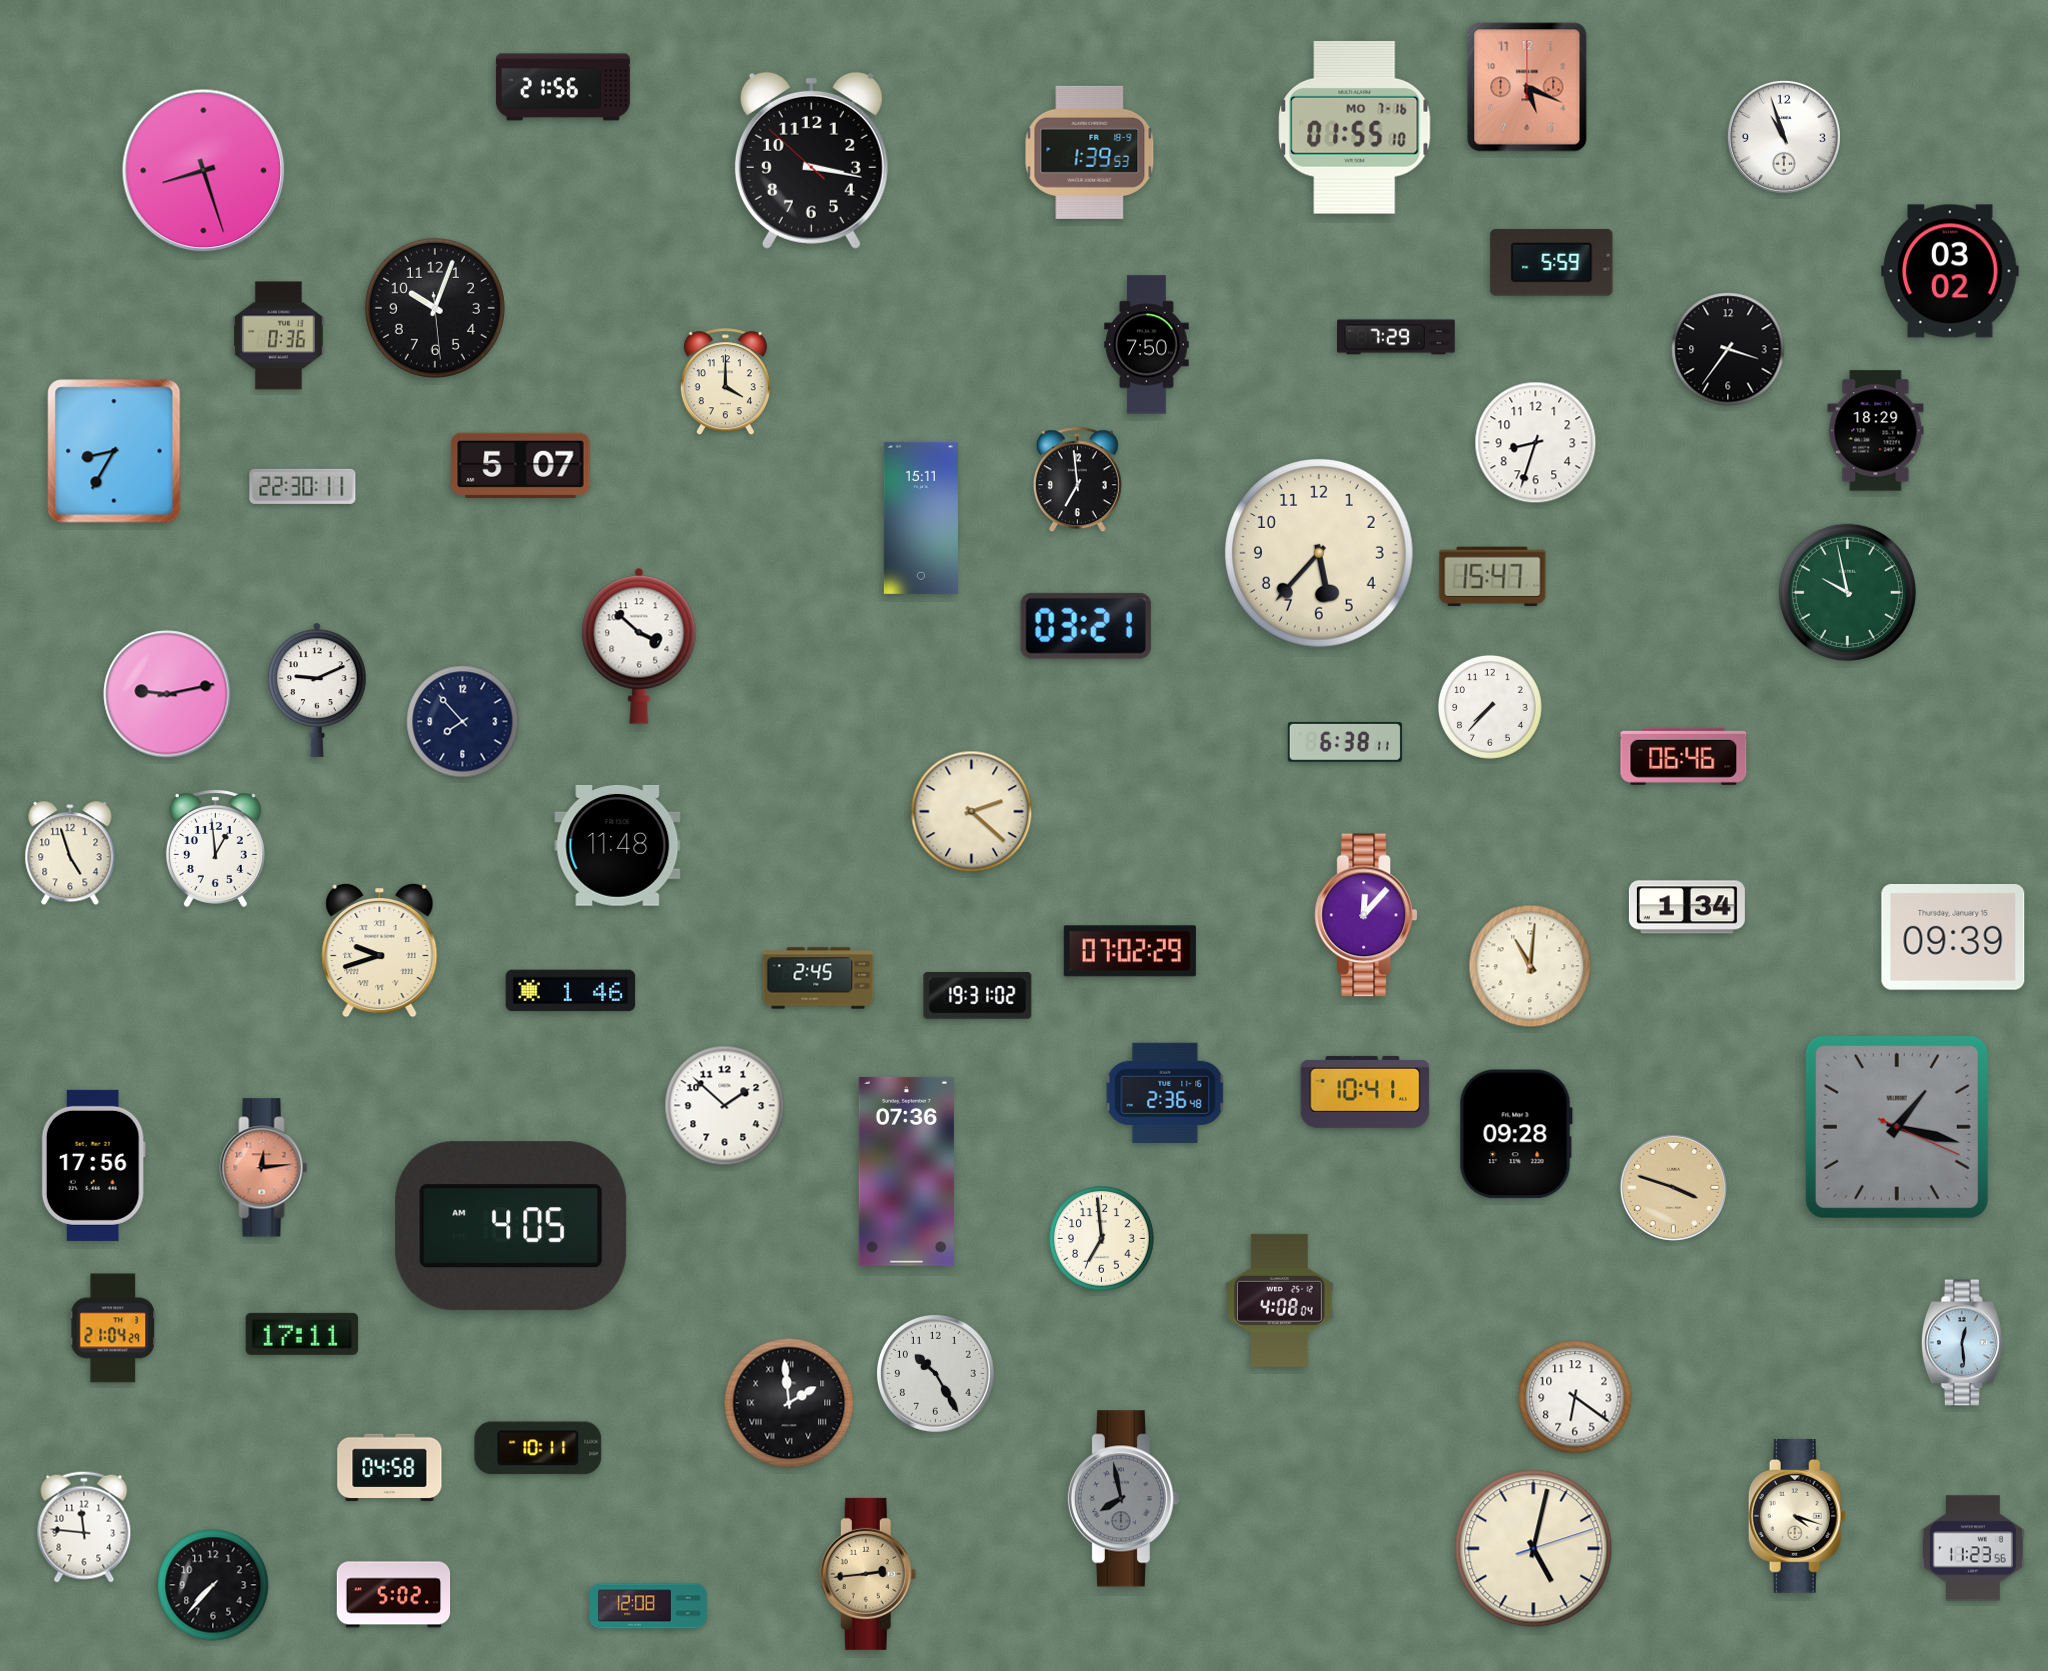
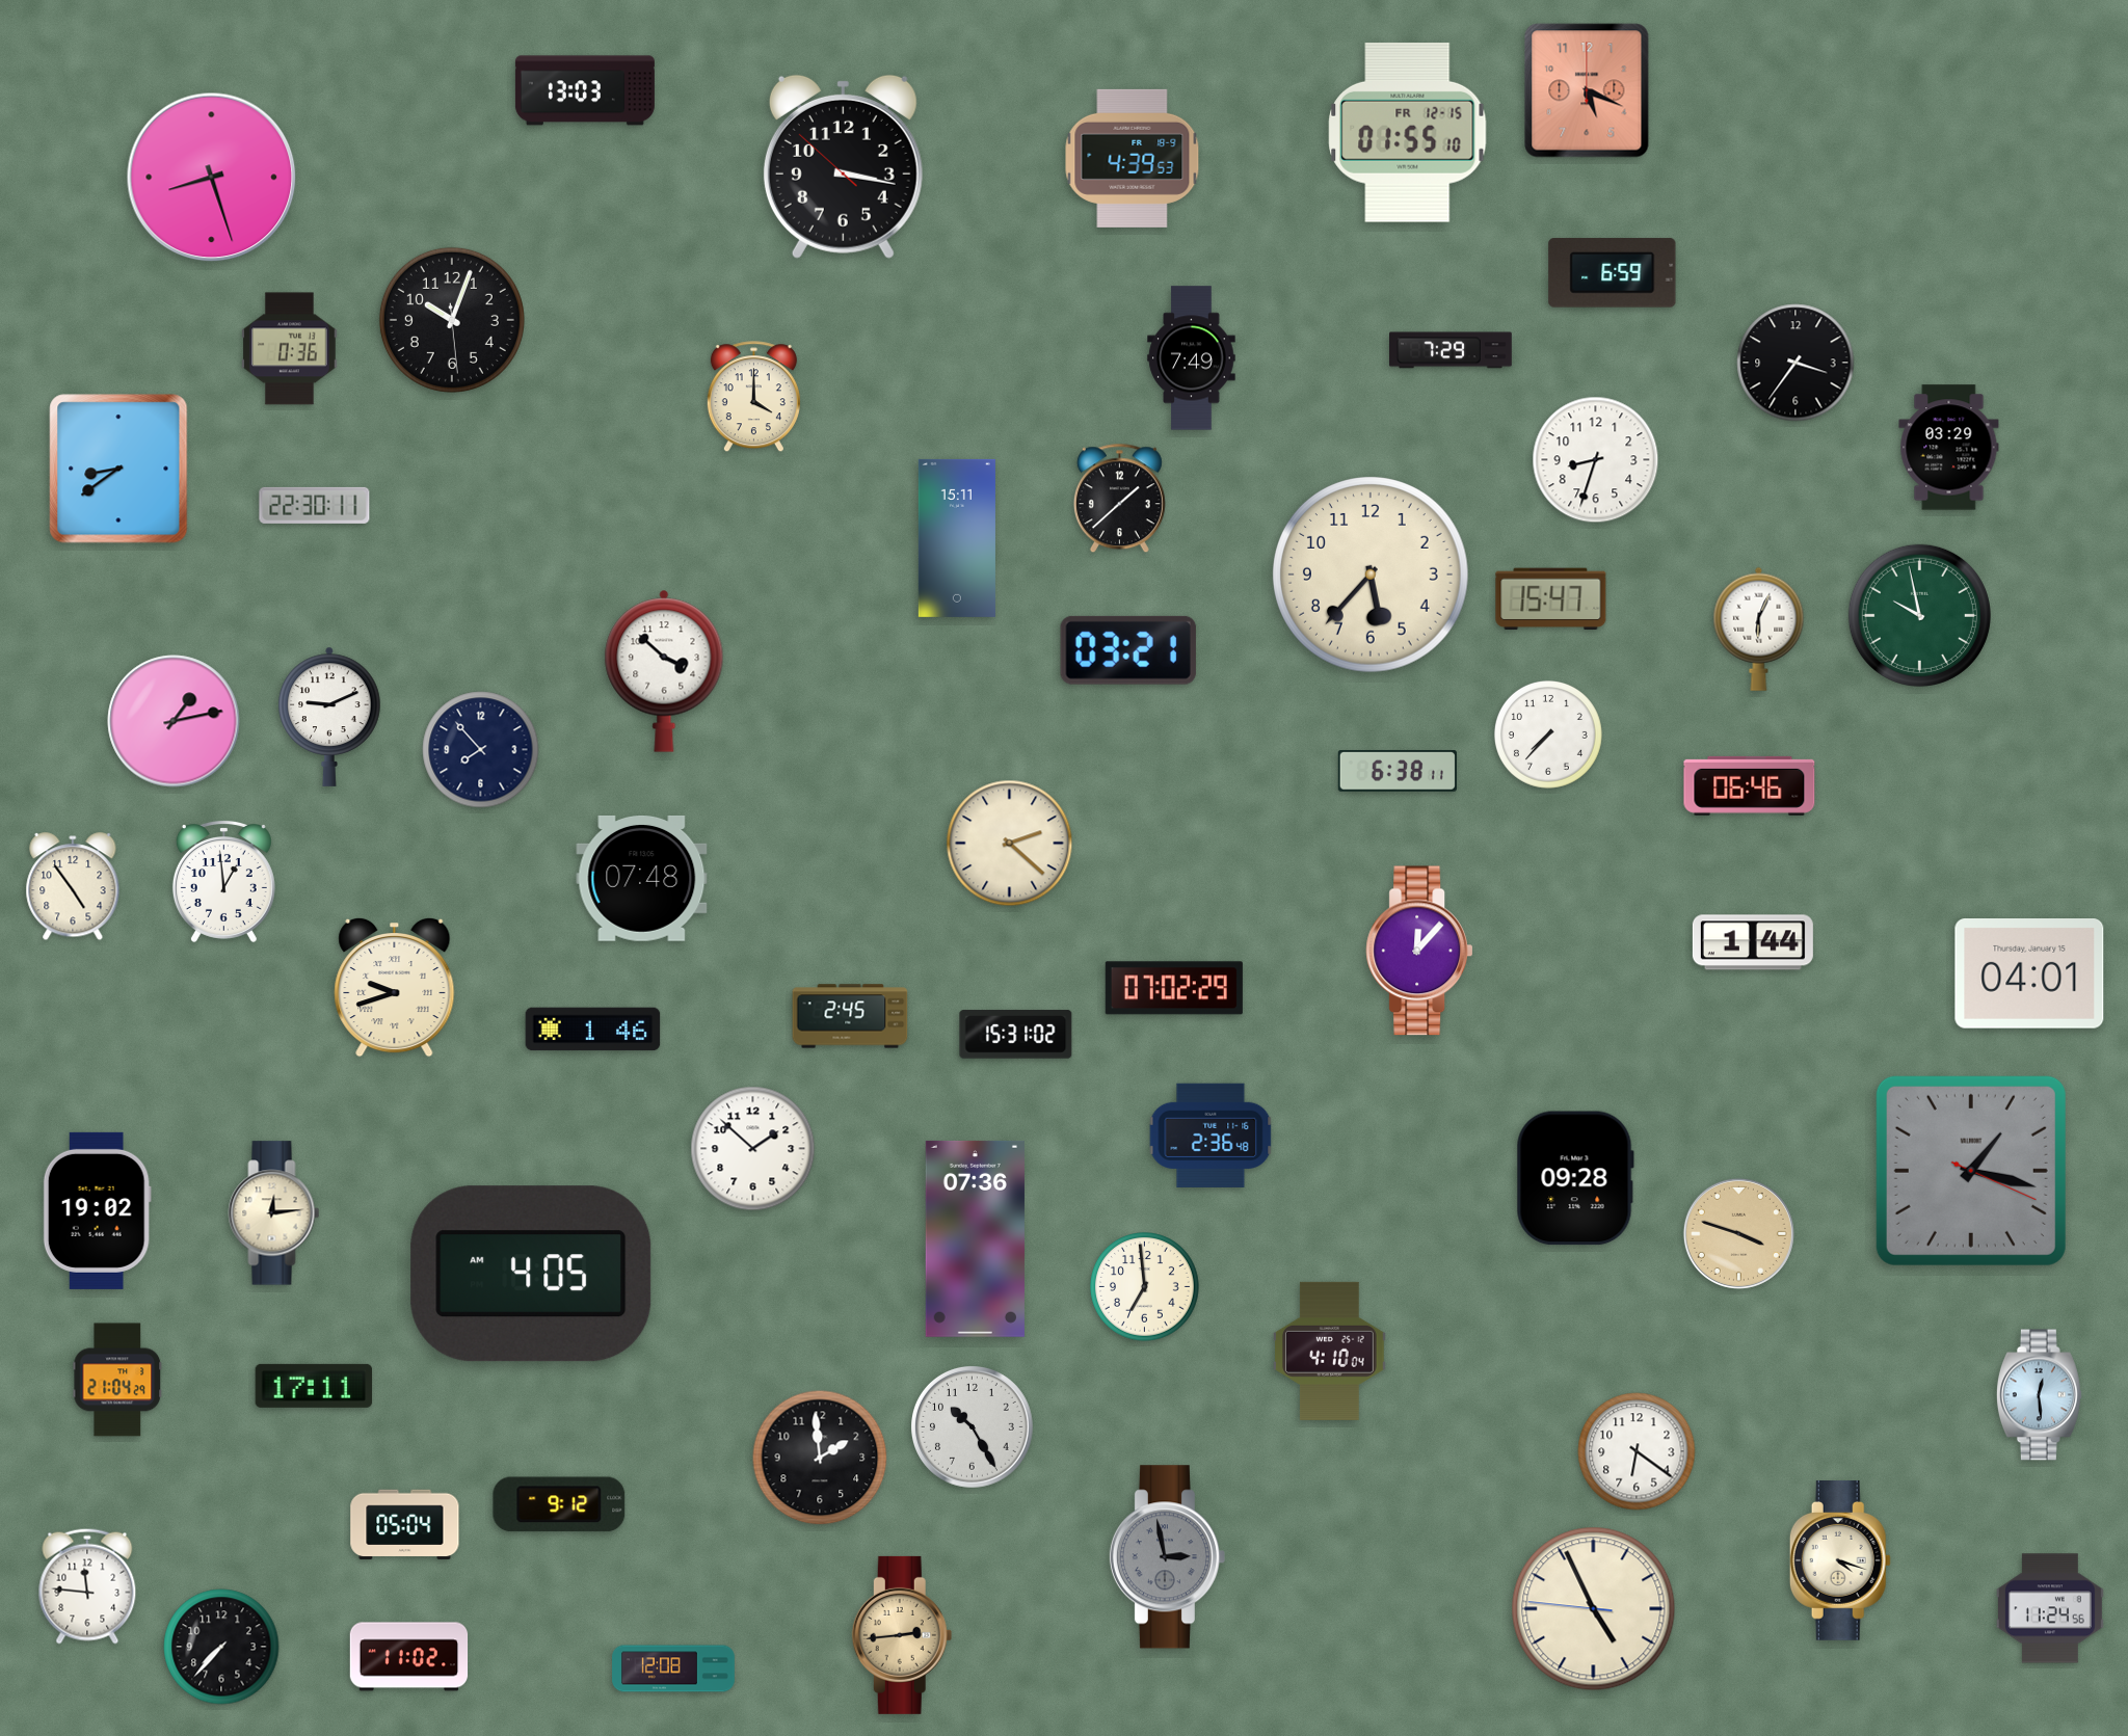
clock at (563, 87): 21:56 -> 13:03
clock at (1355, 127) date: MO 7-16 -> FR 12-15
clock at (1784, 137): 10:57 -> none
clock at (1090, 152): 1:39 -> 4:39
clock at (1552, 263): 5:59 -> 6:59
clock at (1950, 271): 03:02 -> none
clock at (1147, 345): 7:50 -> 7:49
clock at (1876, 431): 18:29 -> 03:29
clock at (114, 451): 8:35 -> 8:39
clock at (521, 465): 5:07 -> none
clock at (1077, 480): 6:59 -> 1:38
clock at (1759, 629): none -> 6:04
clock at (167, 694): 9:13 -> 1:13
clock at (618, 845): 11:48 -> 07:48
clock at (70, 854): 4:57 -> 4:54
clock at (1687, 907): 1:34 -> 1:44
clock at (1953, 938): 09:39 -> 04:01
clock at (1530, 966): 11:01 -> none
clock at (978, 996): 19:31 -> 15:31
clock at (1365, 1092): 10:41 -> none
clock at (93, 1165): 17:56 -> 19:02
clock at (264, 1168) dial: salmon -> cream
clock at (906, 1171) position: (906, 1171) -> (975, 1238)
clock at (1280, 1300): 4:08 -> 4:10
clock at (789, 1403) numerals: Roman -> Arabic
clock at (538, 1448): 10:11 -> 9:12
clock at (390, 1468): 04:58 -> 05:04
clock at (1123, 1499): 7:58 -> 2:58
clock at (1797, 1517) position: (1797, 1517) -> (1840, 1561)
clock at (1973, 1548): 11:23 -> 11:24
clock at (1534, 1549): 5:02 -> 4:55
clock at (394, 1595): 5:02 -> 11:02
